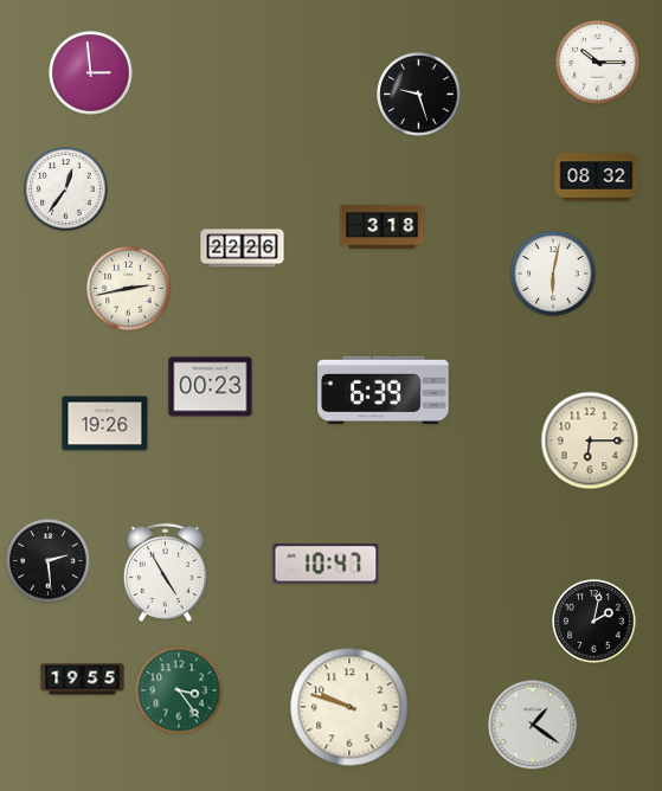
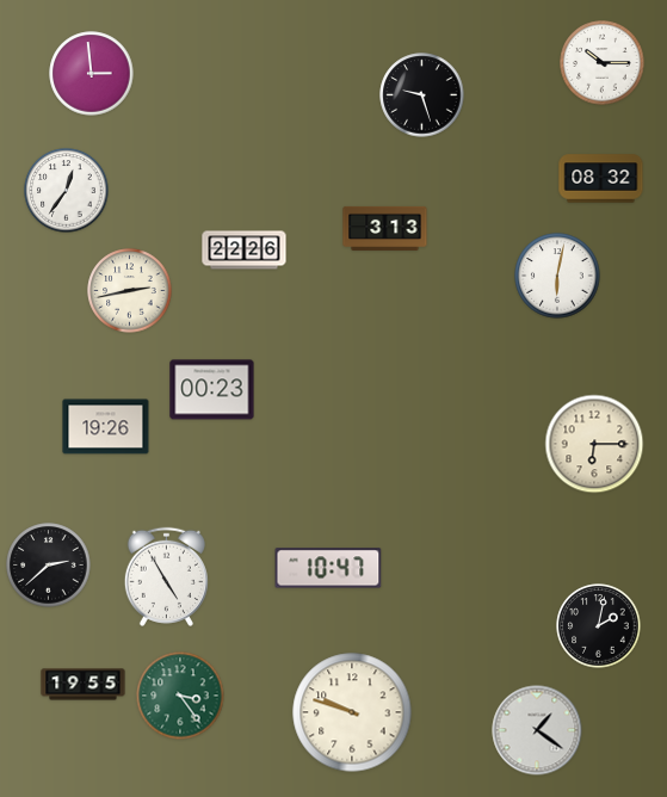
clock at (383, 226): 3:18 -> 3:13
clock at (384, 391): 6:39 -> none
clock at (49, 561): 2:29 -> 2:38
